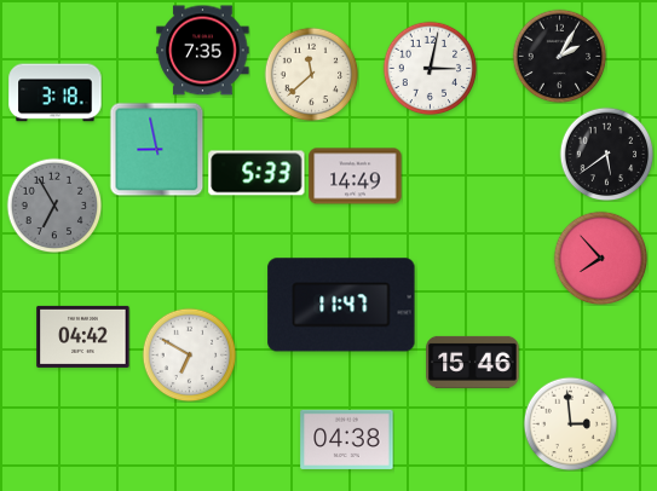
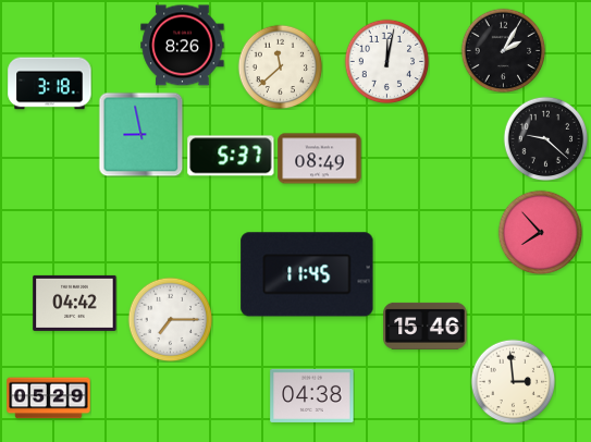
clock at (203, 51): 7:35 -> 8:26
clock at (430, 68): 3:02 -> 12:02
clock at (606, 154): 5:39 -> 9:22
clock at (257, 173): 5:33 -> 5:37
clock at (356, 177): 14:49 -> 08:49
clock at (54, 206): 6:55 -> none
clock at (341, 305): 11:47 -> 11:45
clock at (189, 354): 6:50 -> 7:15
clock at (49, 398): none -> 05:29
